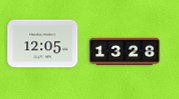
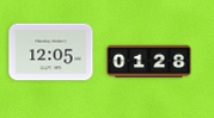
clock at (125, 52): 13:28 -> 01:28
